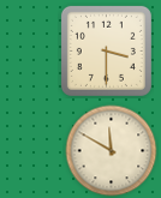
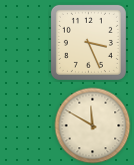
clock at (106, 50): 3:30 -> 3:26
